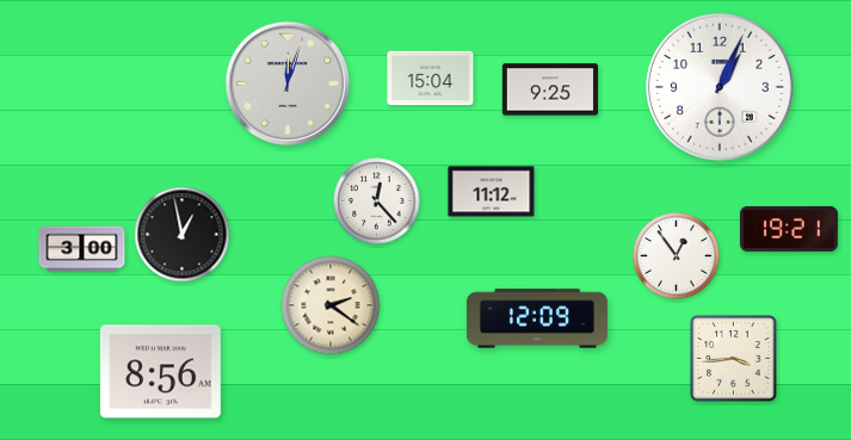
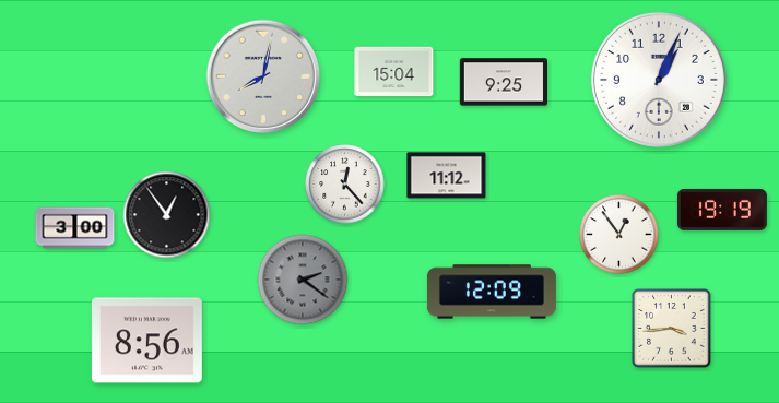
clock at (288, 83): 12:03 -> 8:02
clock at (492, 192) position: (492, 192) -> (447, 176)
clock at (789, 229): 19:21 -> 19:19
clock at (183, 235): 12:58 -> 12:54
clock at (331, 305) dial: cream -> grey
